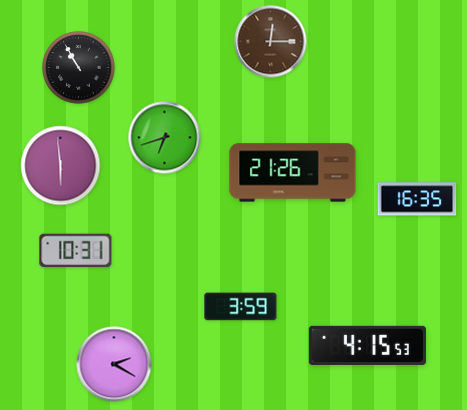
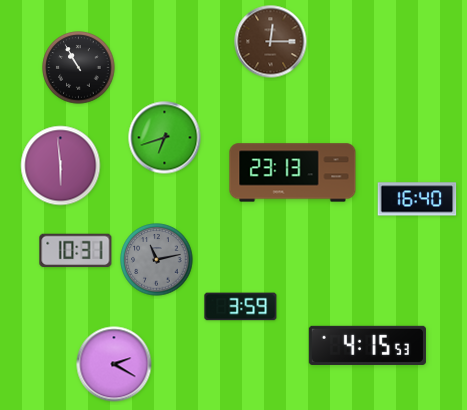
clock at (293, 173): 21:26 -> 23:13
clock at (417, 199): 16:35 -> 16:40
clock at (157, 260): none -> 11:13
